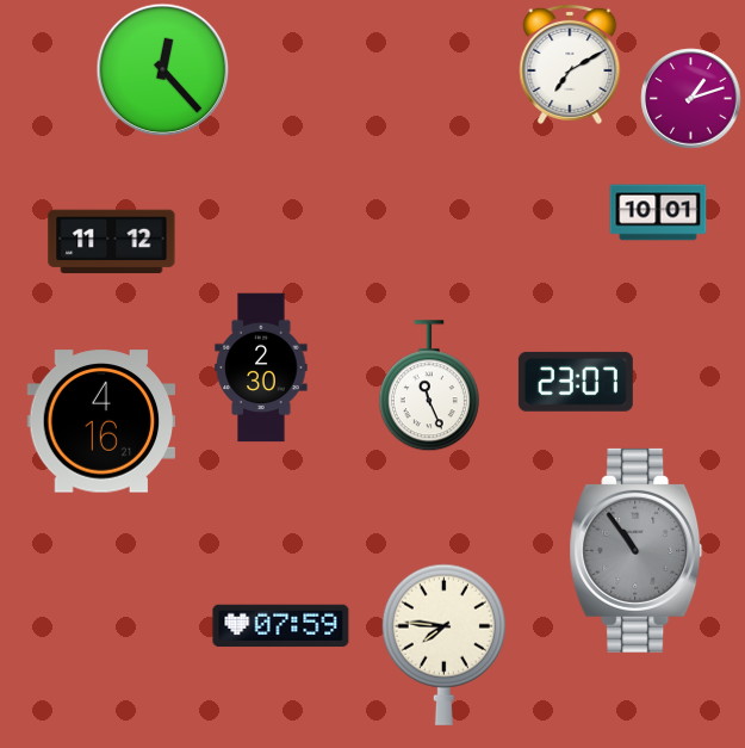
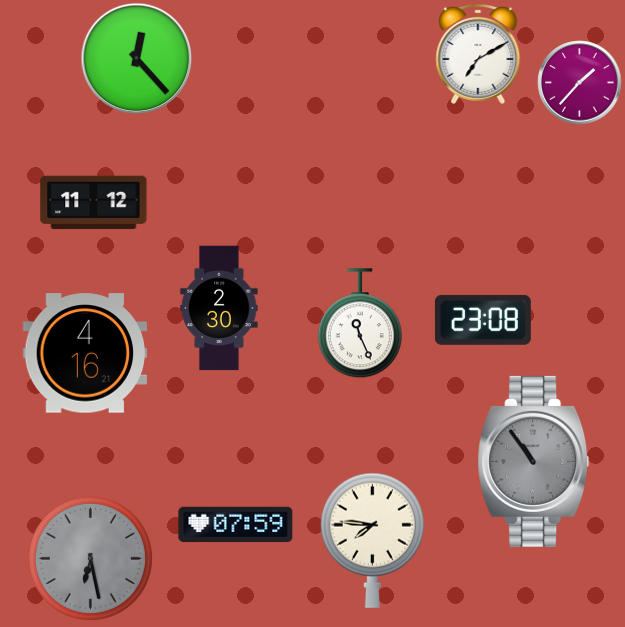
clock at (691, 99): 1:12 -> 1:37
clock at (658, 212): 10:01 -> none
clock at (576, 382): 23:07 -> 23:08
clock at (90, 558): none -> 6:28
